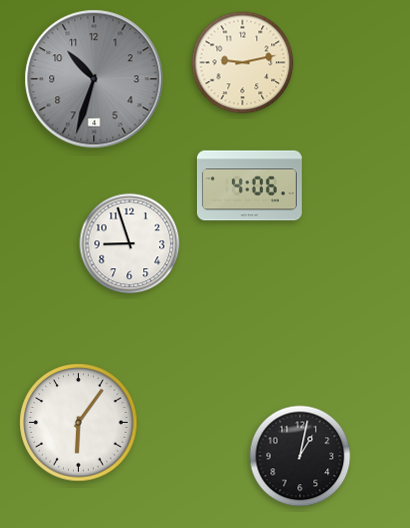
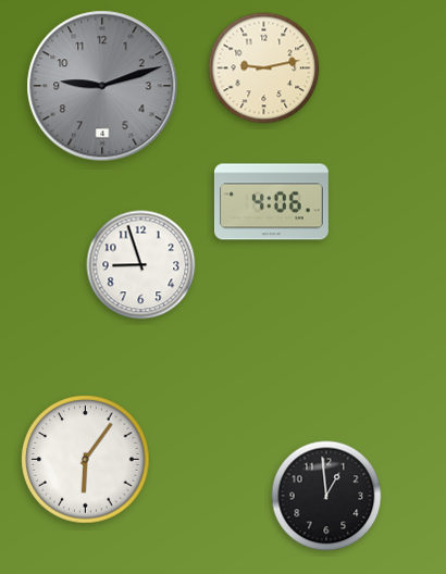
clock at (94, 79): 10:33 -> 9:12
clock at (300, 456): 1:02 -> 12:59
